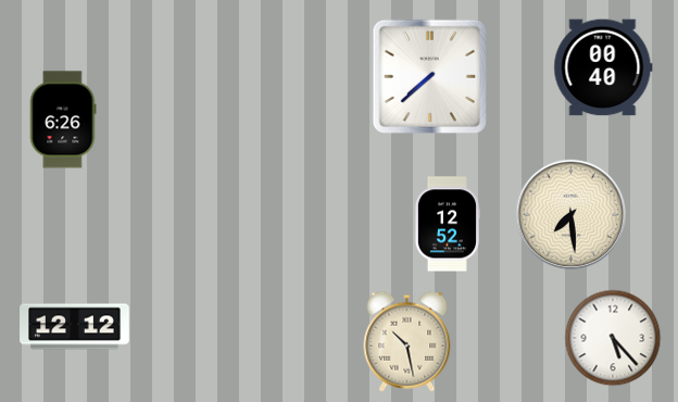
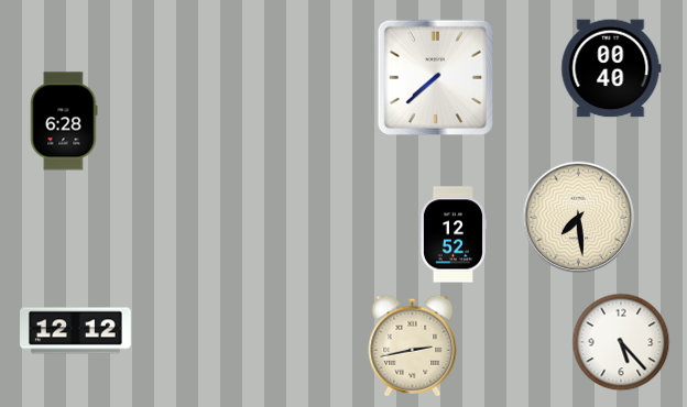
clock at (63, 120): 6:26 -> 6:28
clock at (447, 224) position: (447, 224) -> (452, 234)
clock at (407, 341): 10:28 -> 2:43
